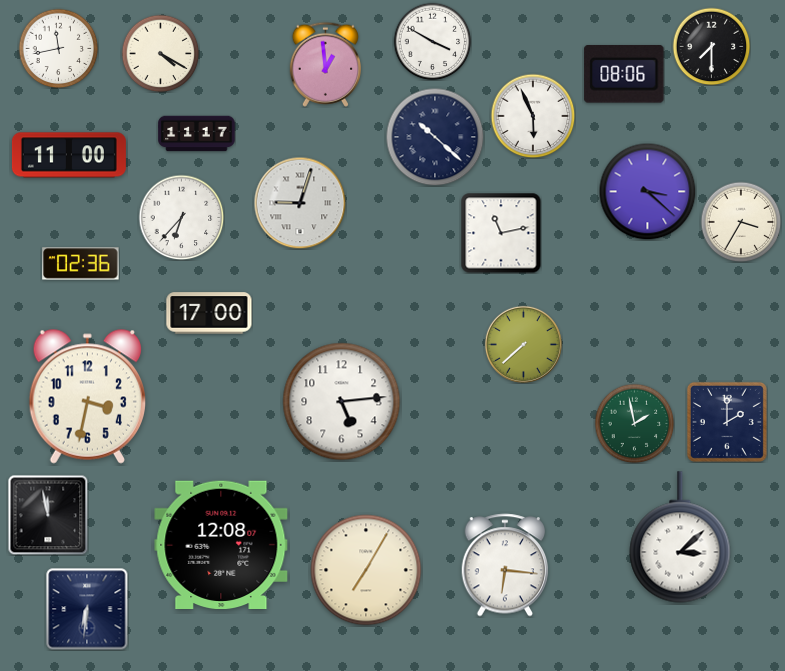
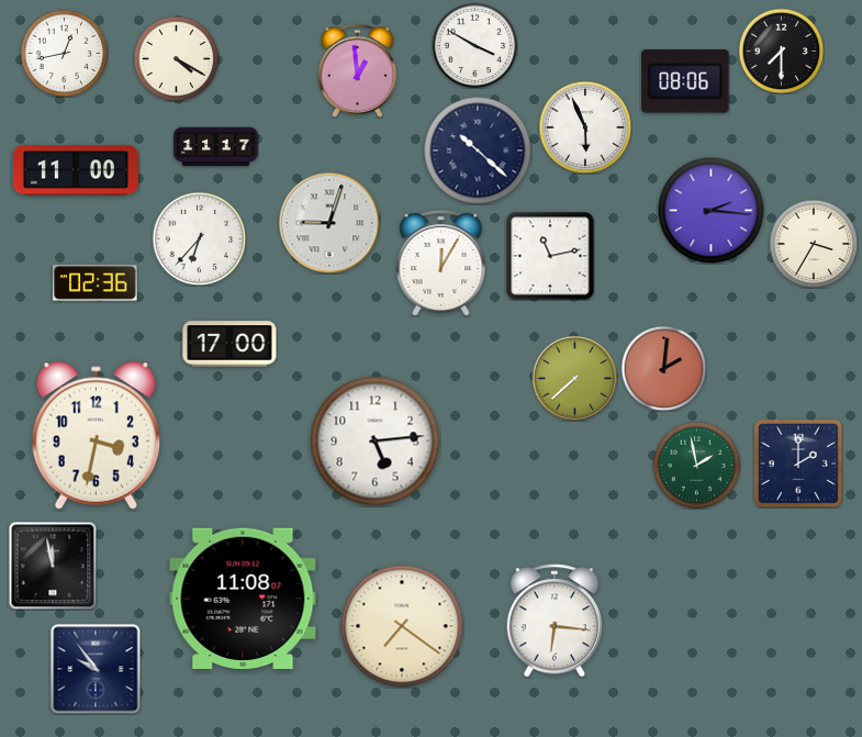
clock at (58, 48): 11:43 -> 12:43
clock at (647, 191): 3:22 -> 2:16
clock at (441, 264): none -> 12:05
clock at (81, 264) position: (81, 264) -> (96, 283)
clock at (663, 368): none -> 2:01
clock at (680, 537): 3:08 -> none
clock at (221, 544): 12:08 -> 11:08
clock at (366, 570): 7:05 -> 7:21
clock at (87, 609): 6:31 -> 9:54
